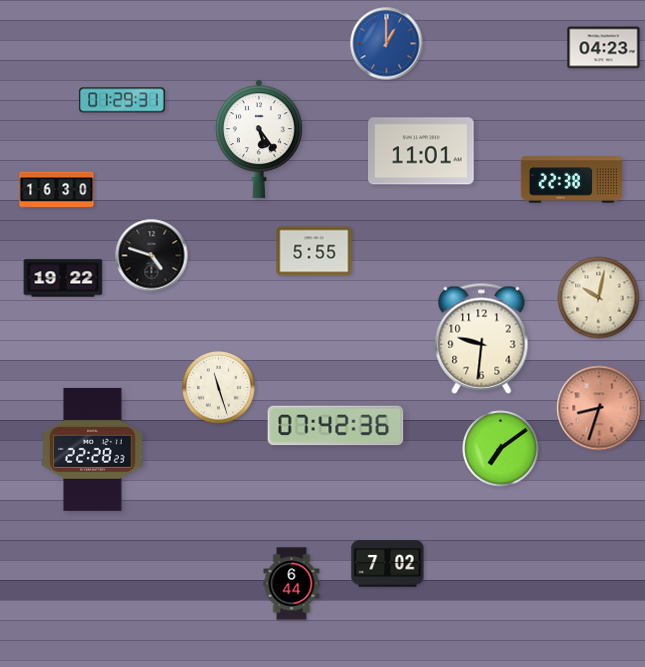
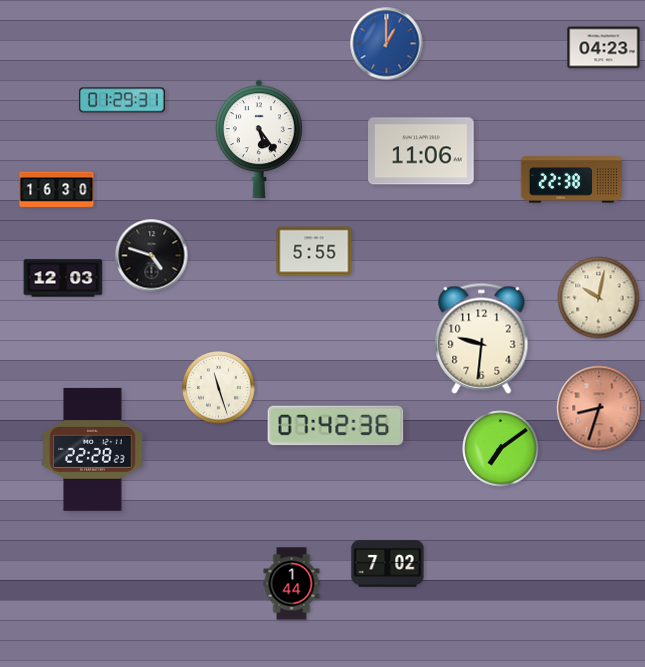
clock at (421, 151): 11:01 -> 11:06
clock at (63, 278): 19:22 -> 12:03
clock at (292, 584): 6:44 -> 1:44
